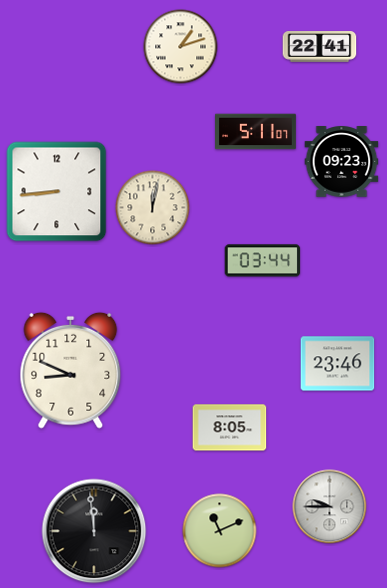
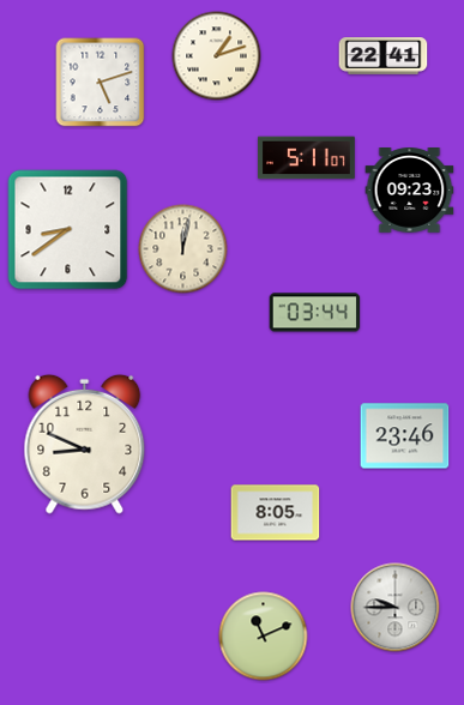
clock at (101, 83): none -> 5:12
clock at (342, 162) position: (342, 162) -> (410, 191)
clock at (57, 192): 8:44 -> 8:39
clock at (94, 531): 11:59 -> none
